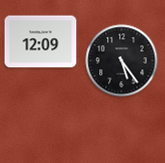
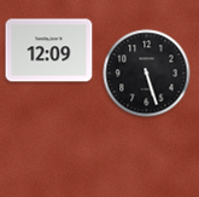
clock at (122, 61): 5:24 -> 5:27
